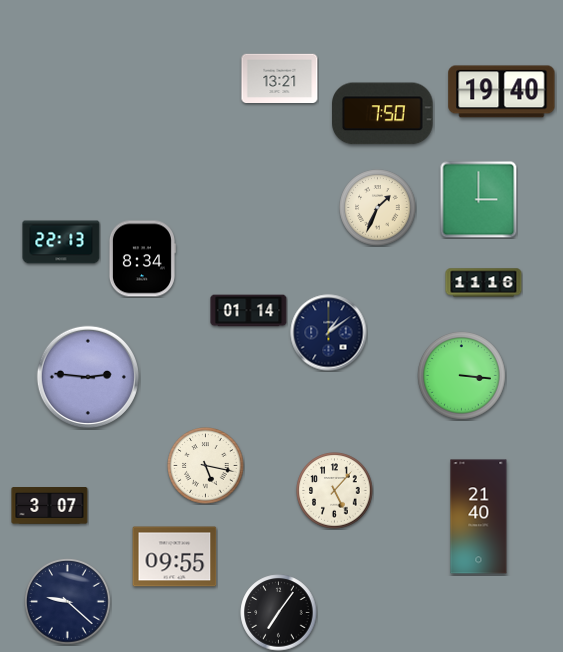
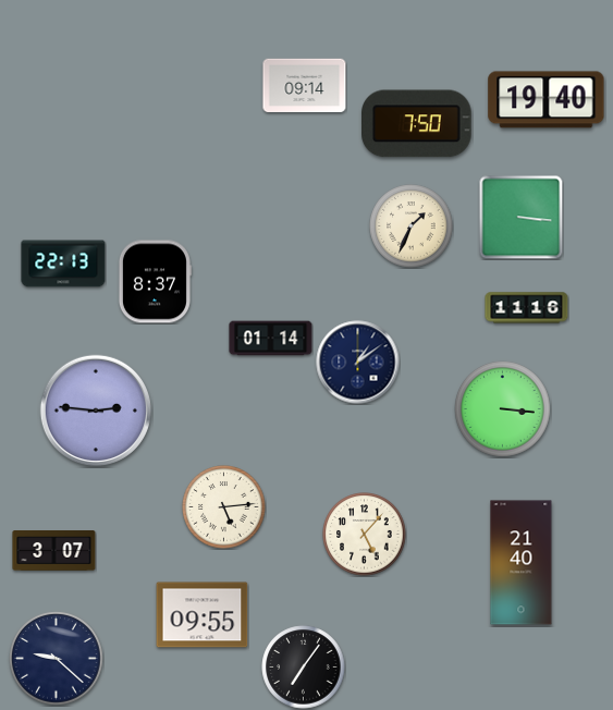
clock at (280, 78): 13:21 -> 09:14
clock at (478, 199): 3:00 -> 3:16
clock at (61, 242) position: (61, 242) -> (63, 264)
clock at (142, 259): 8:34 -> 8:37
clock at (206, 466): 5:17 -> 5:14
clock at (175, 557) position: (175, 557) -> (203, 615)
clock at (68, 602) position: (68, 602) -> (57, 659)
